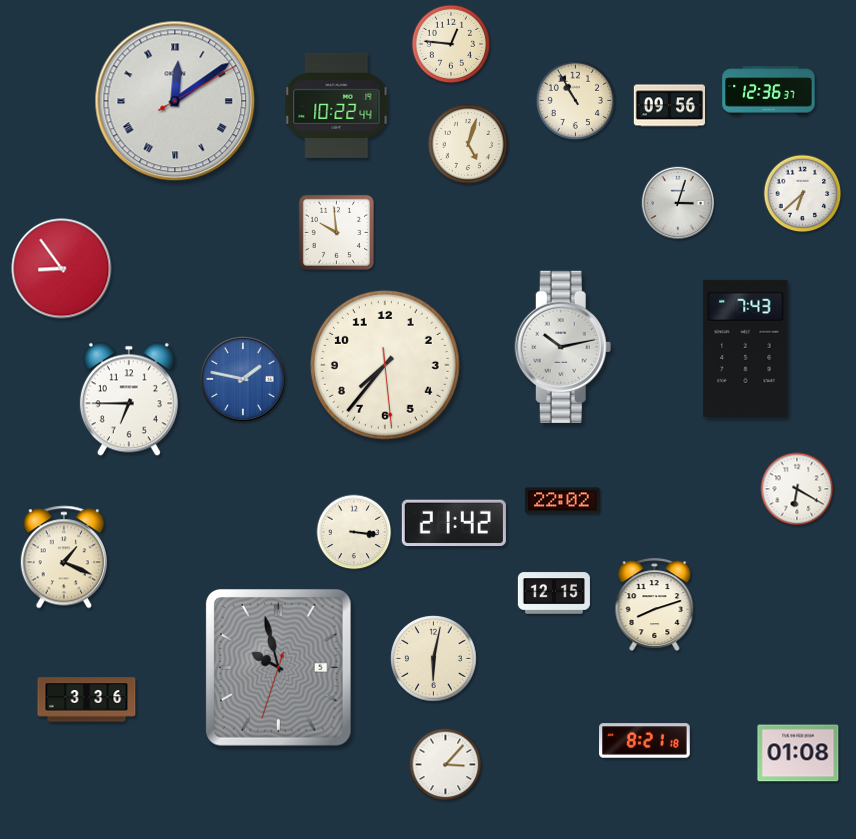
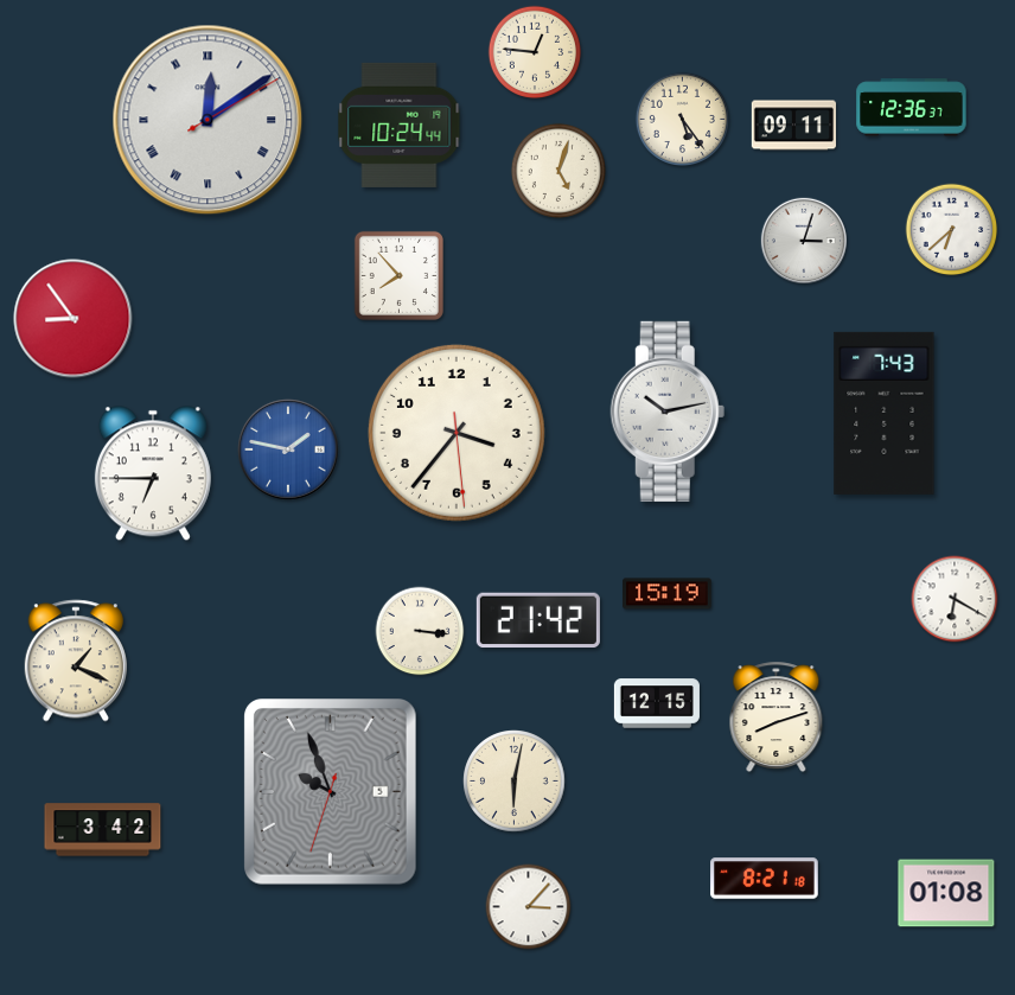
clock at (575, 100): 10:55 -> 5:24
clock at (337, 105): 10:22 -> 10:24
clock at (670, 106): 09:56 -> 09:11
clock at (468, 144) position: (468, 144) -> (558, 171)
clock at (336, 232): 9:59 -> 7:53
clock at (385, 365): 7:36 -> 3:36
clock at (797, 489) position: (797, 489) -> (955, 599)
clock at (563, 501): 22:02 -> 15:19
clock at (279, 668): 9:57 -> 9:56
clock at (87, 700): 3:36 -> 3:42
